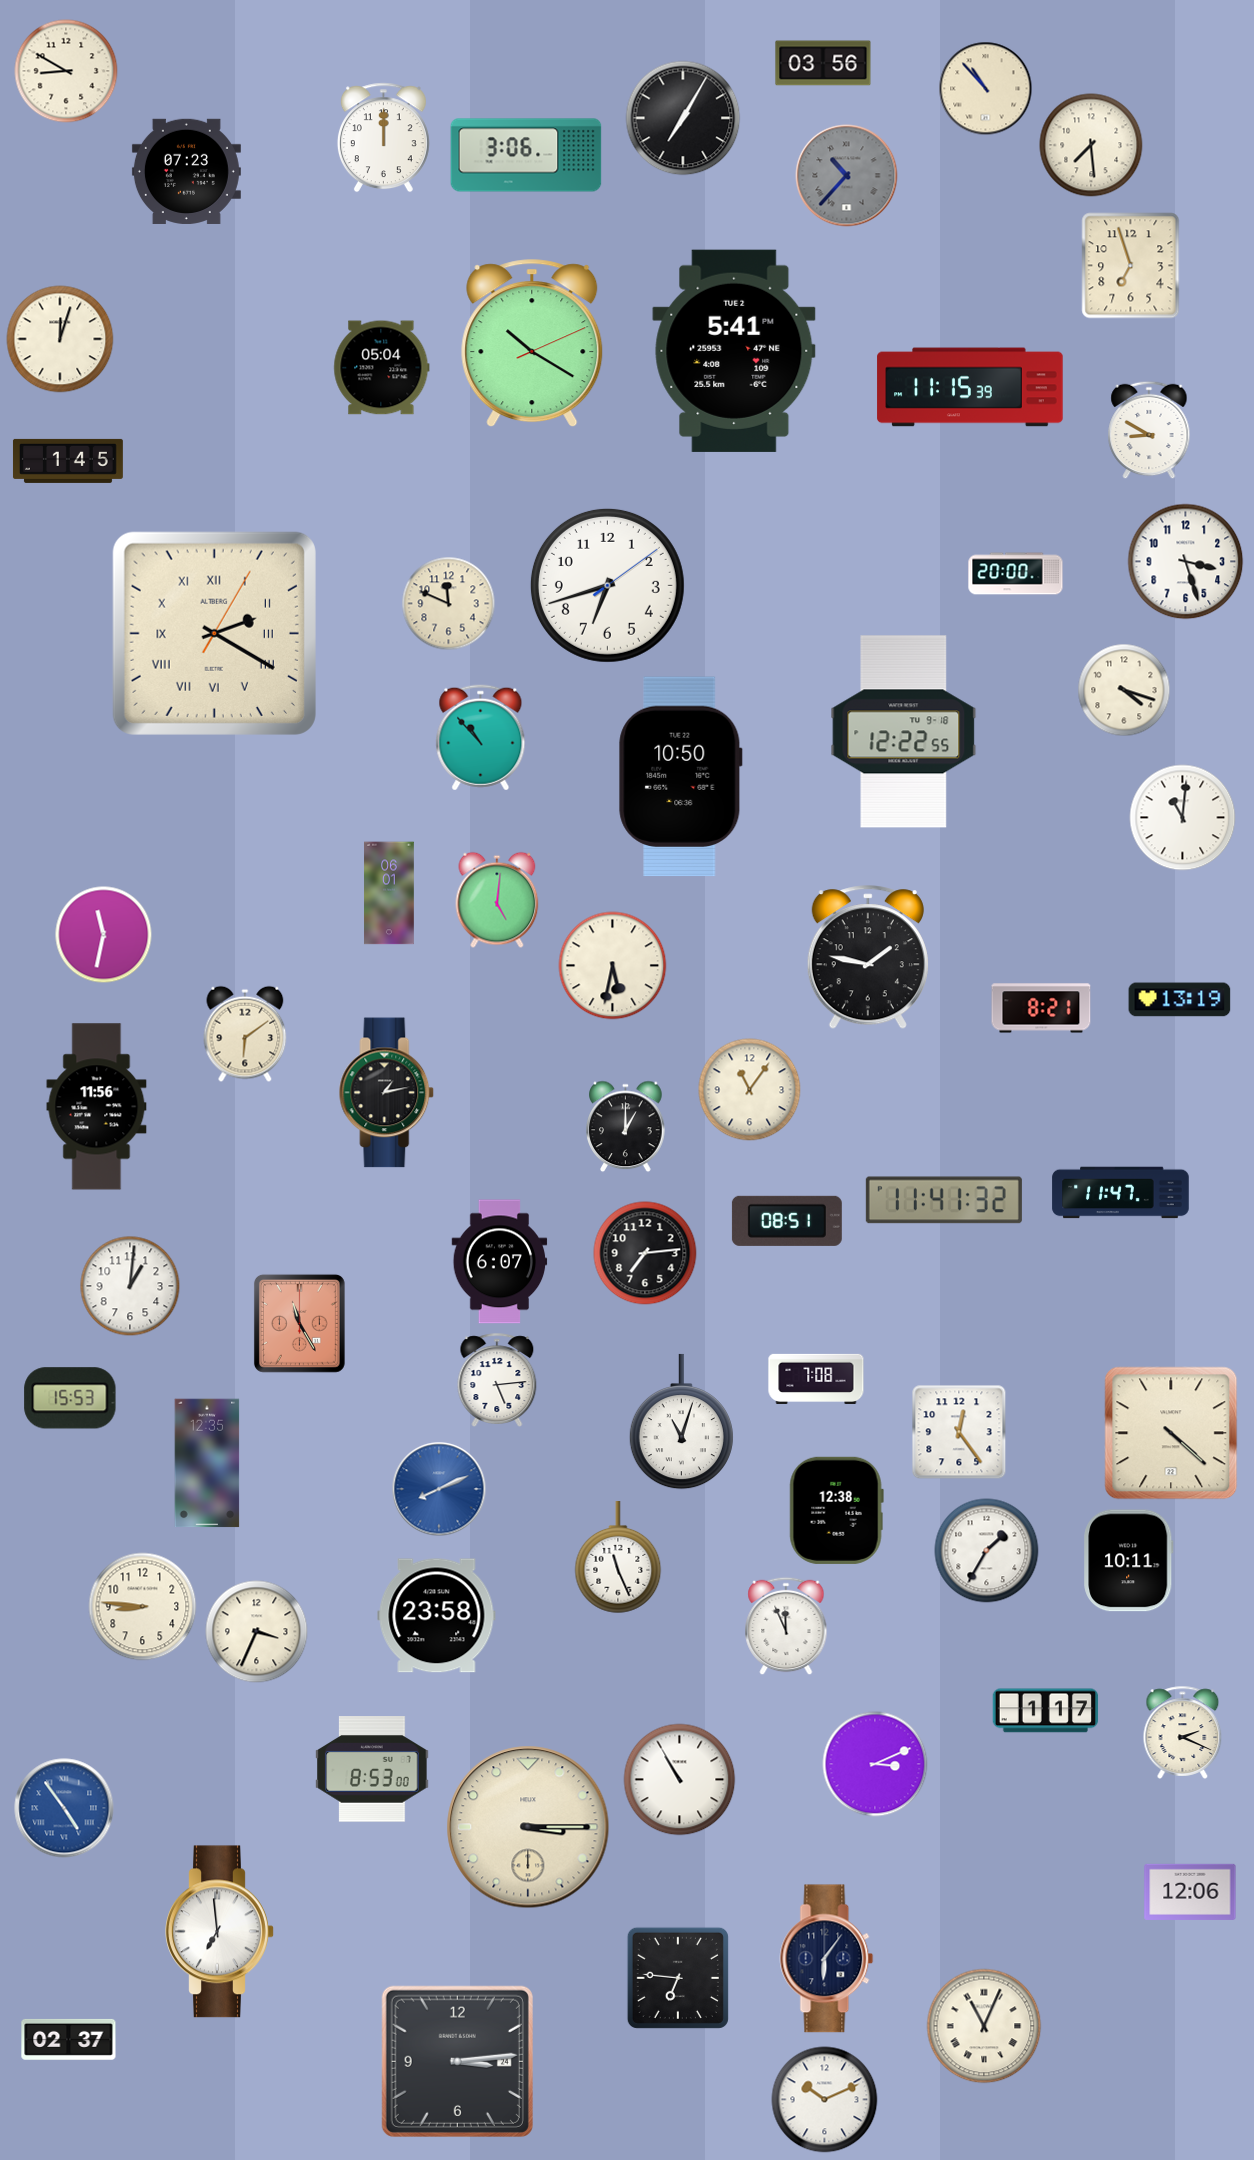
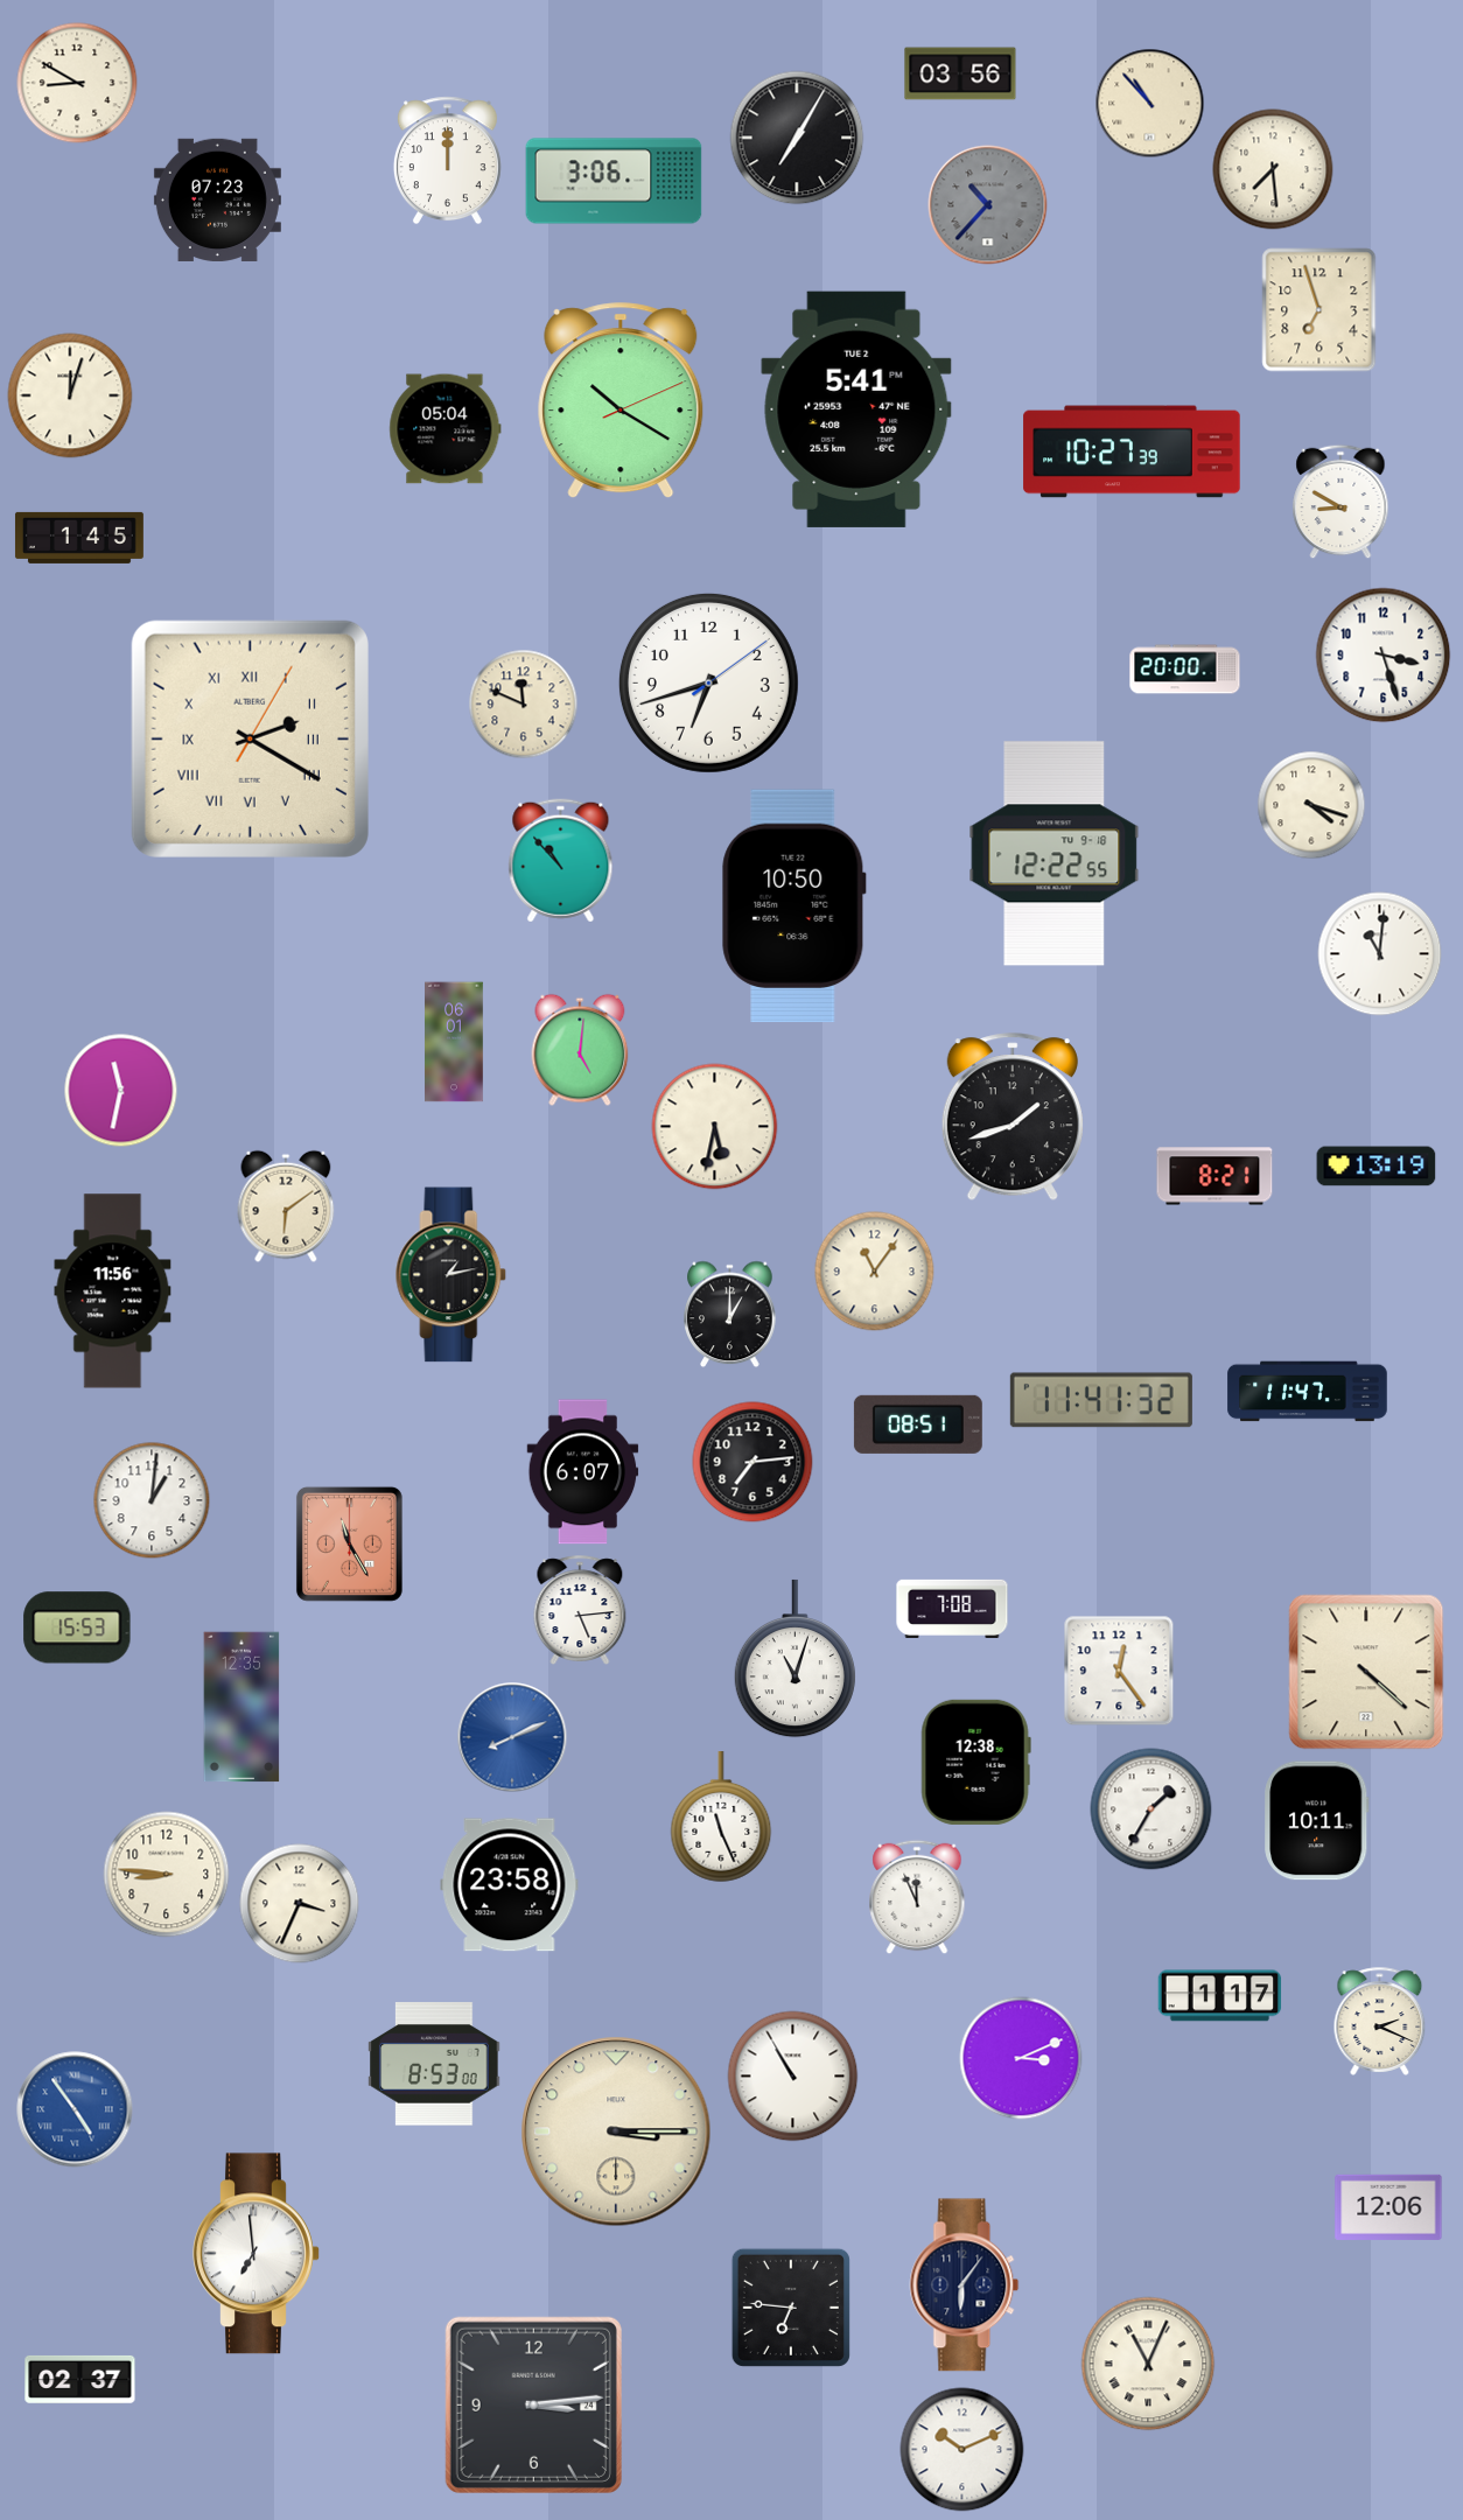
clock at (970, 387): 11:15 -> 10:27
clock at (868, 958): 1:47 -> 1:42
clock at (70, 1398) position: (70, 1398) -> (77, 1627)
